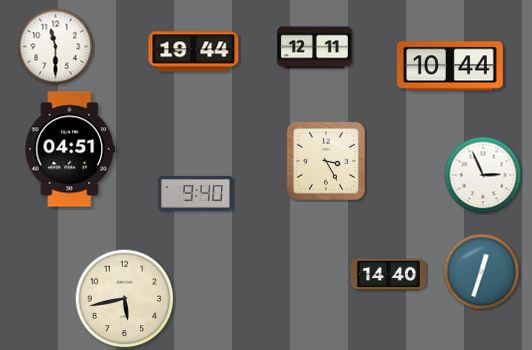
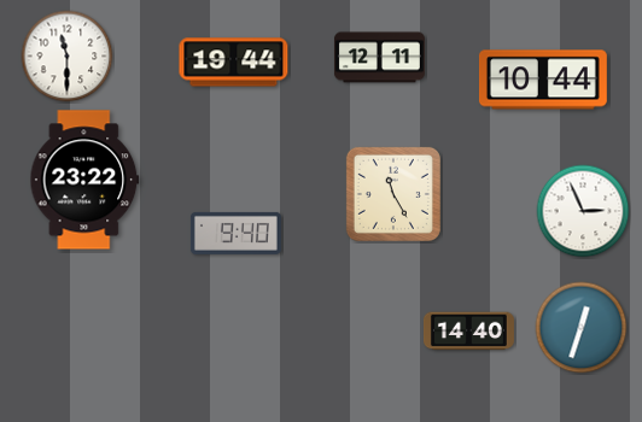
clock at (70, 149): 04:51 -> 23:22
clock at (326, 161): 3:25 -> 11:25
clock at (125, 299): 5:43 -> none
